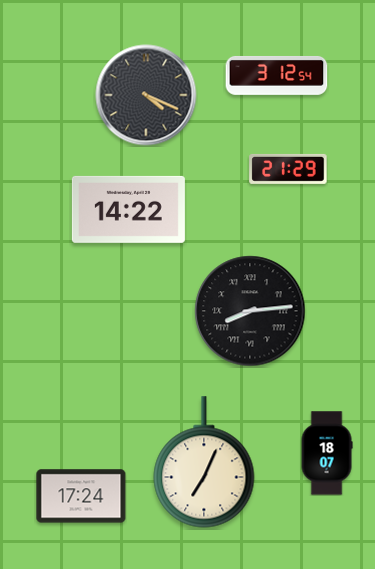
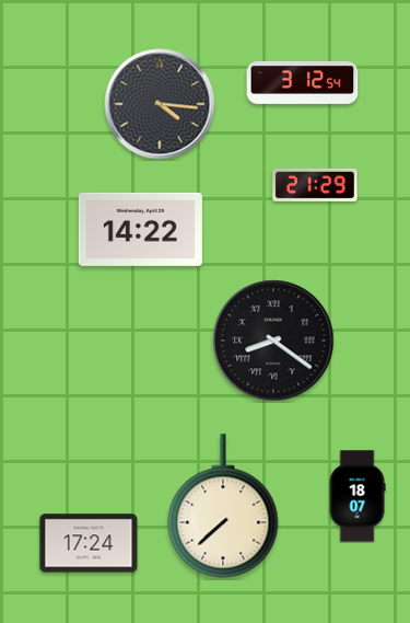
clock at (146, 95): 4:19 -> 4:16
clock at (250, 311): 8:14 -> 8:21
clock at (204, 462): 7:04 -> 7:38
